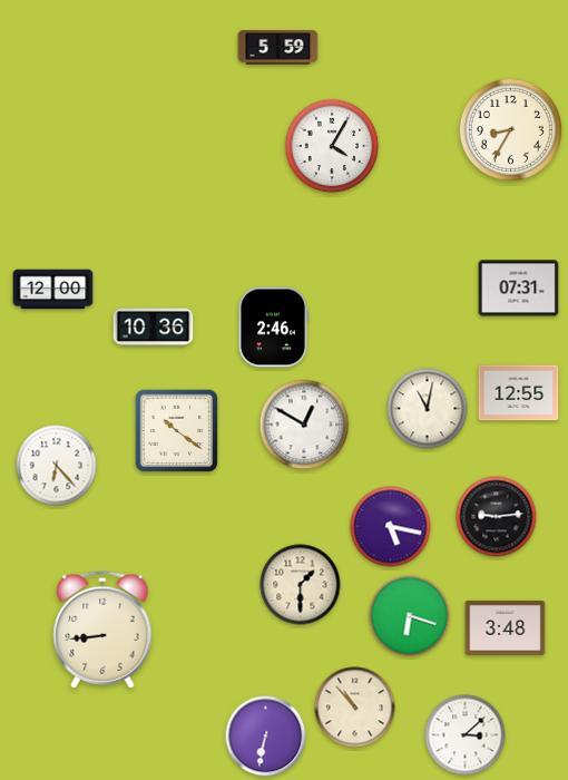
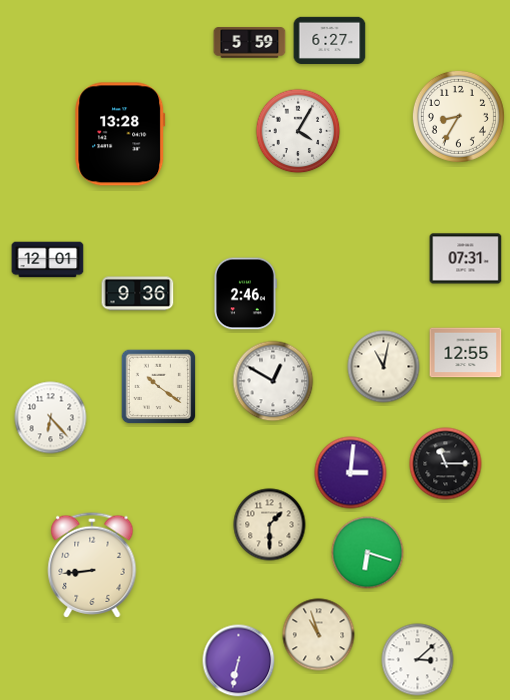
clock at (330, 40): none -> 6:27
clock at (120, 134): none -> 13:28
clock at (53, 290): 12:00 -> 12:01
clock at (154, 328): 10:36 -> 9:36
clock at (497, 517): 9:14 -> 11:15
clock at (391, 527): 5:17 -> 3:01
clock at (506, 627): 3:48 -> none
clock at (355, 708): 10:53 -> 10:57
